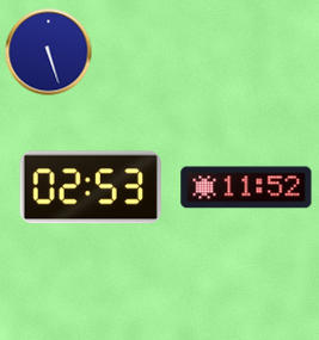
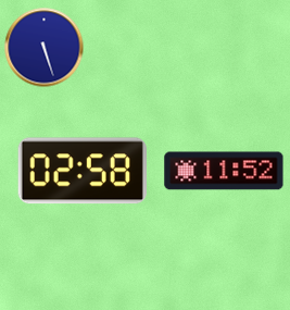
clock at (91, 187): 02:53 -> 02:58
